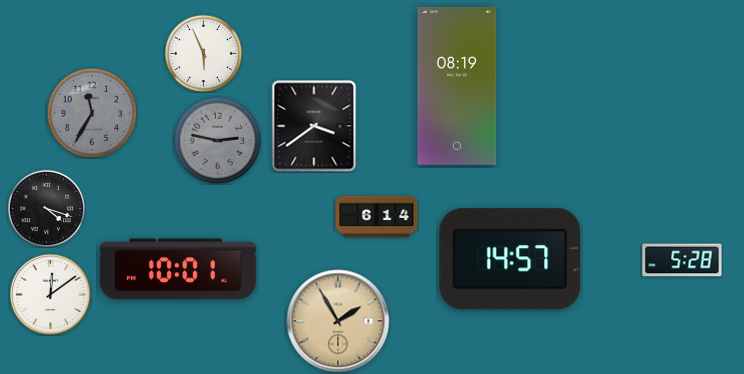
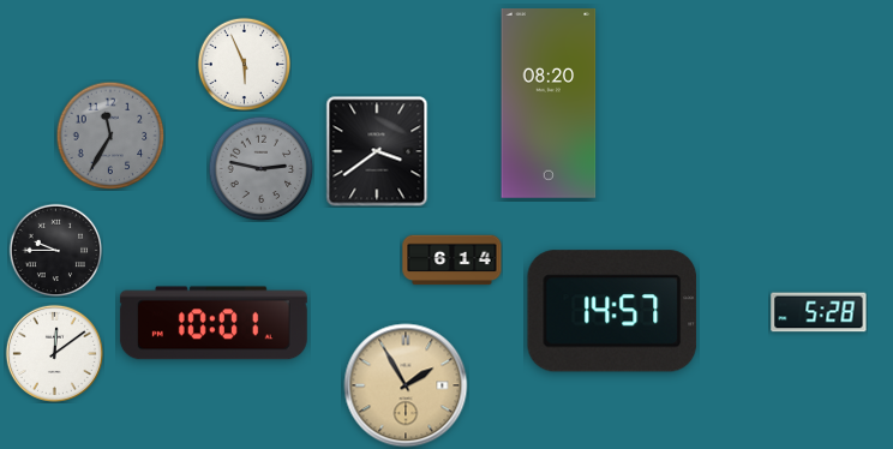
clock at (457, 86): 08:19 -> 08:20
clock at (46, 208): 4:18 -> 9:45
clock at (50, 294) position: (50, 294) -> (54, 353)
